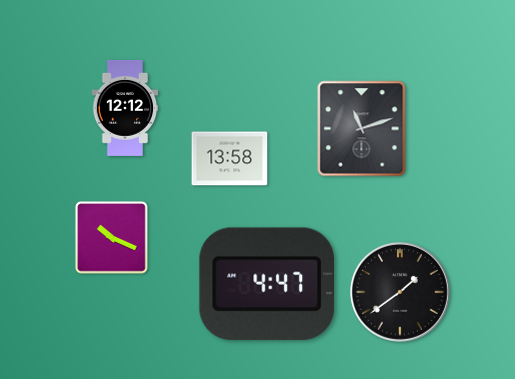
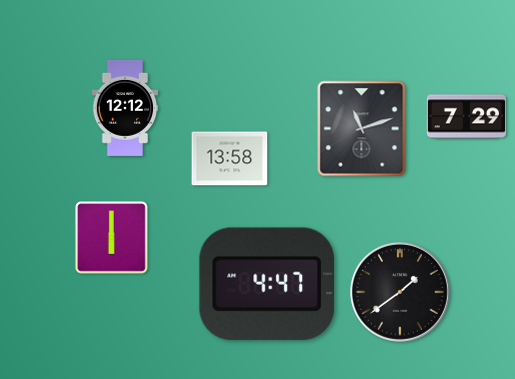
clock at (466, 117): none -> 7:29
clock at (112, 238): 10:19 -> 6:00
